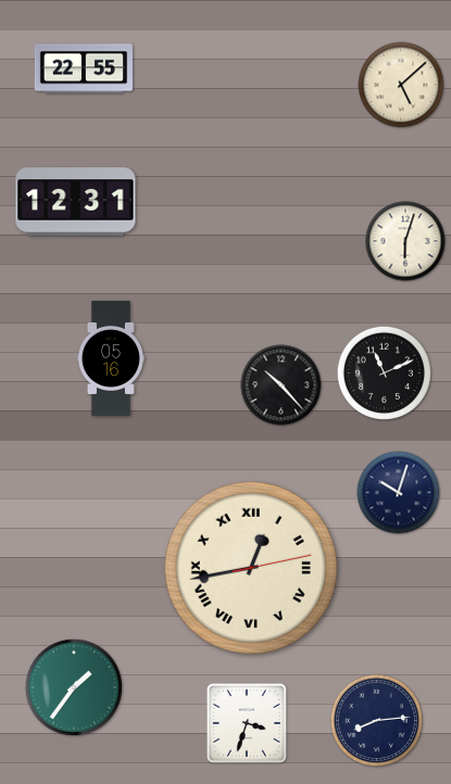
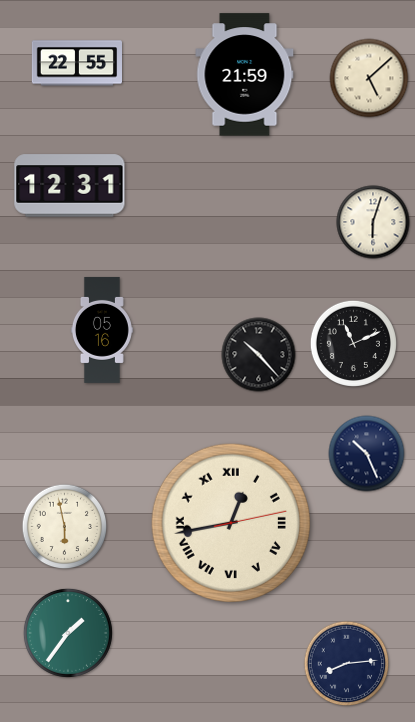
clock at (245, 75): none -> 21:59
clock at (399, 493): 10:03 -> 10:26
clock at (65, 527): none -> 5:58
clock at (247, 723): 3:33 -> none
